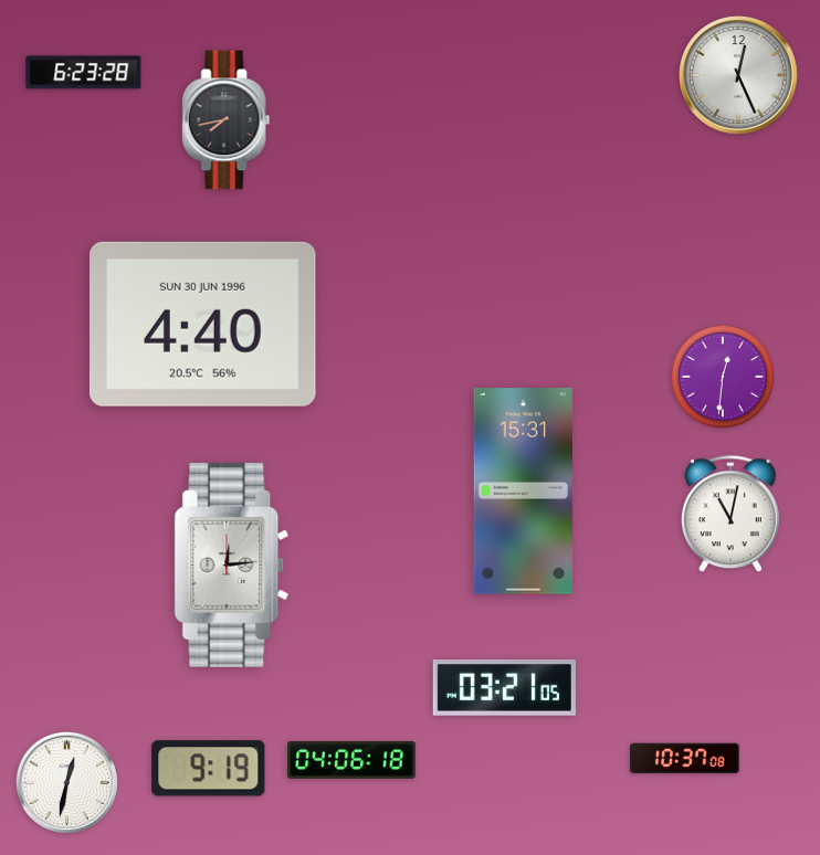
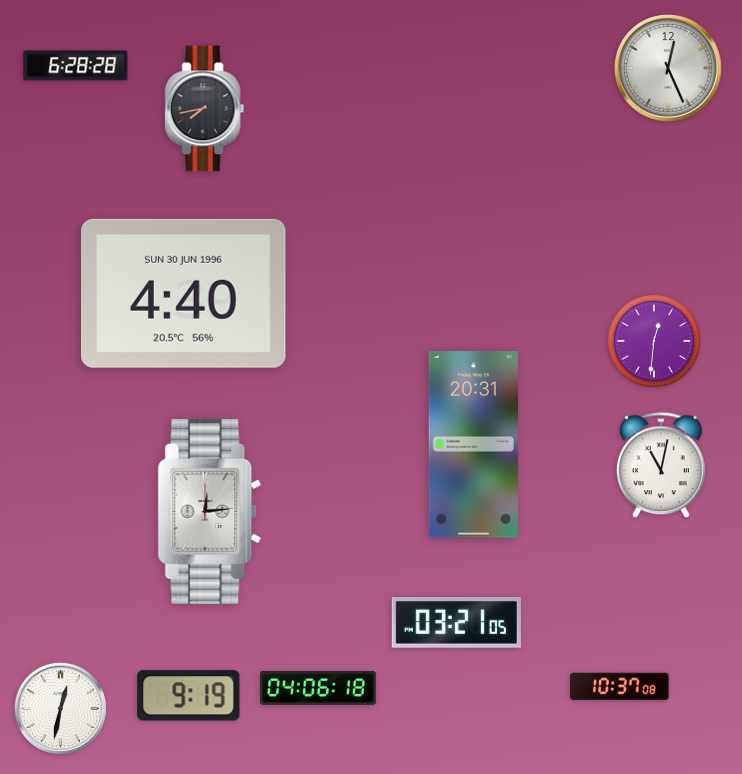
clock at (84, 73): 6:23 -> 6:28
clock at (523, 492): 15:31 -> 20:31
